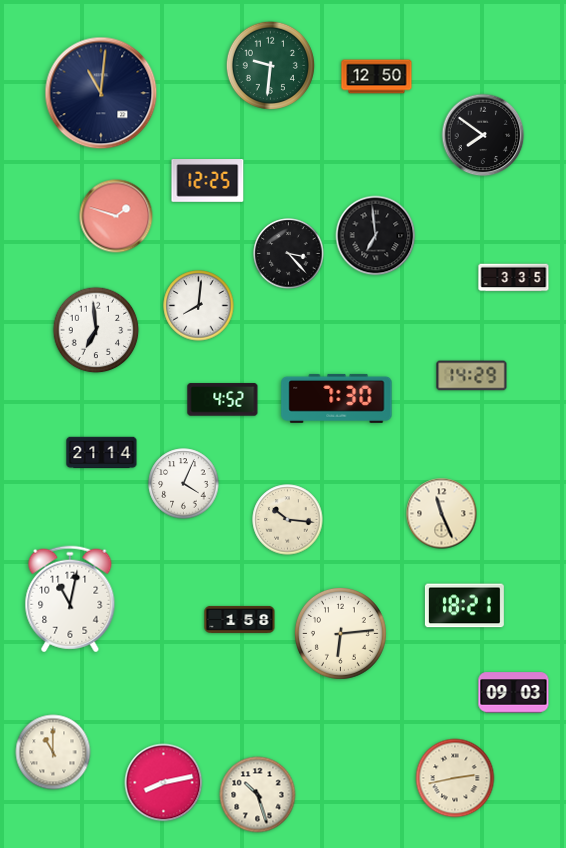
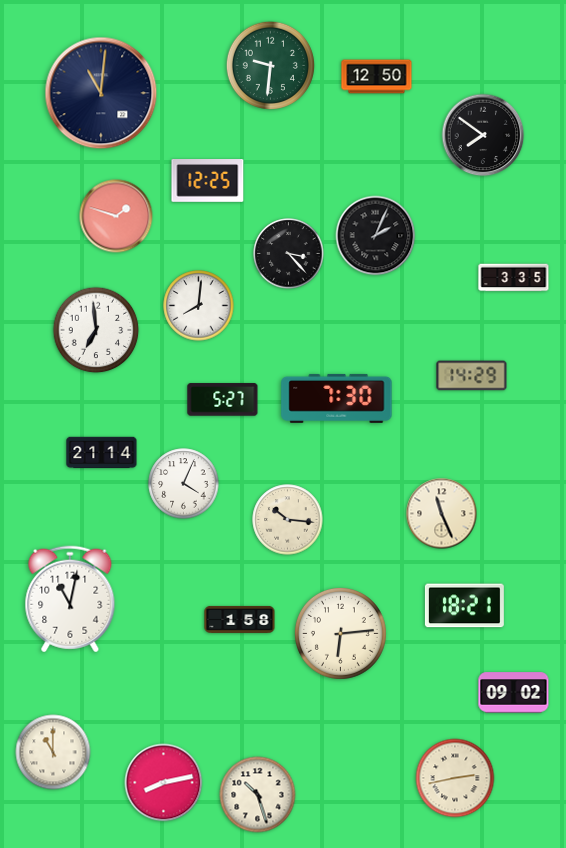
clock at (376, 236): 6:59 -> 2:04
clock at (223, 400): 4:52 -> 5:27
clock at (514, 693): 09:03 -> 09:02
